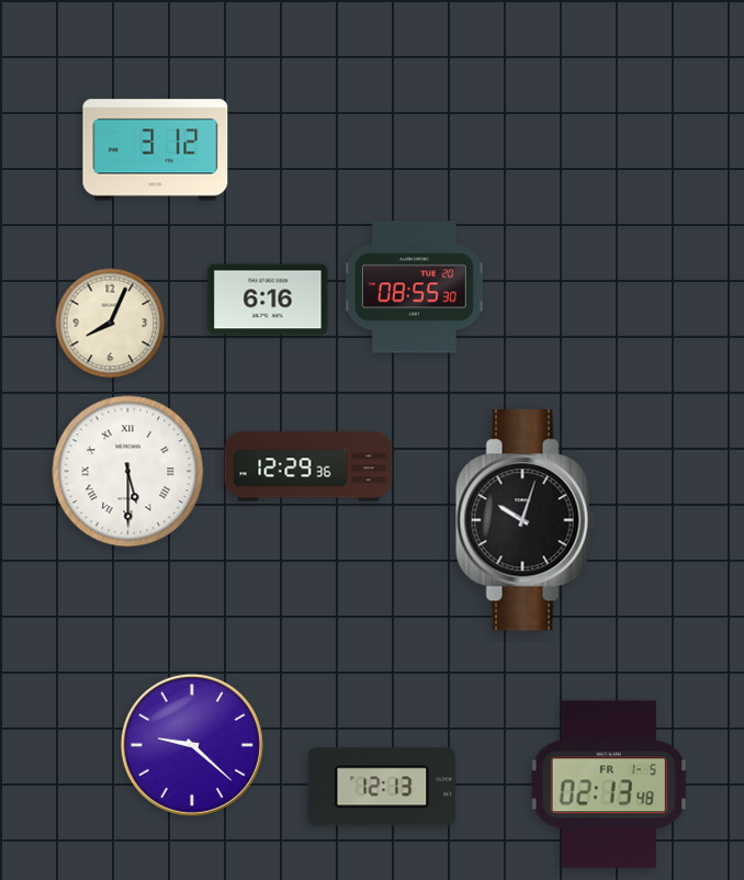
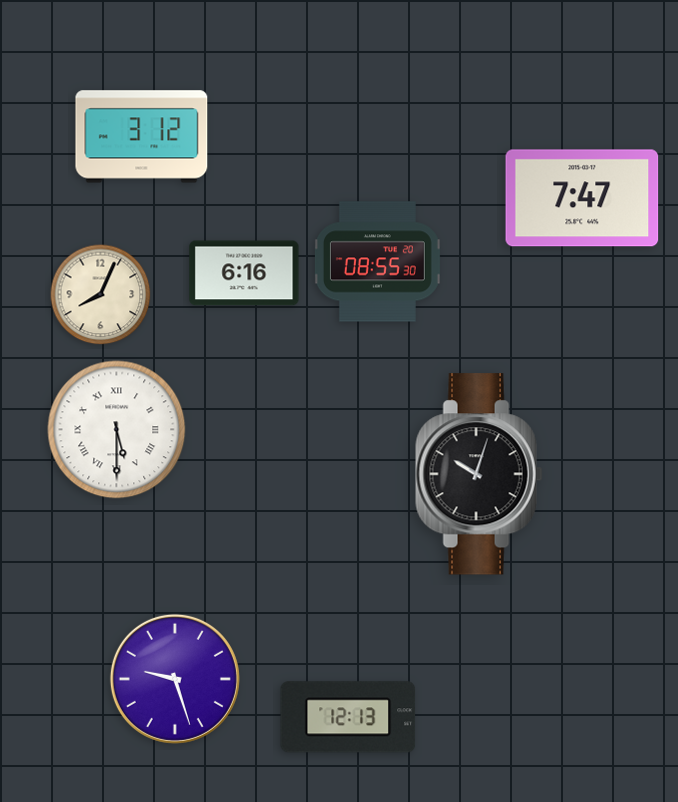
clock at (582, 198): none -> 7:47
clock at (308, 466): 12:29 -> none
clock at (192, 745): 9:22 -> 9:27
clock at (608, 785): 02:13 -> none
